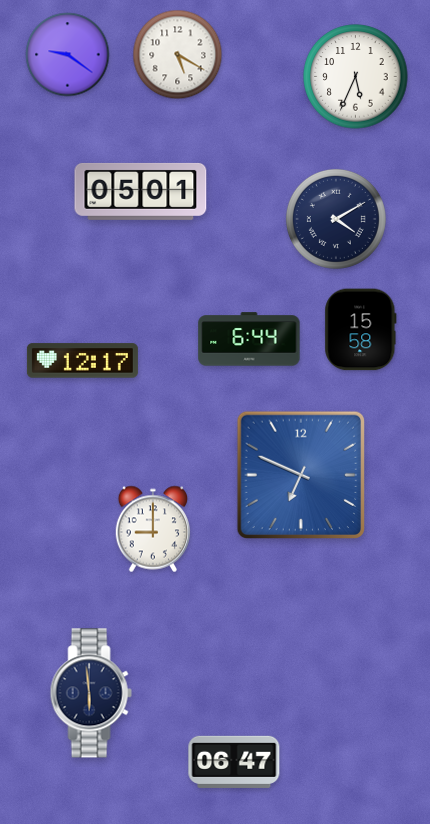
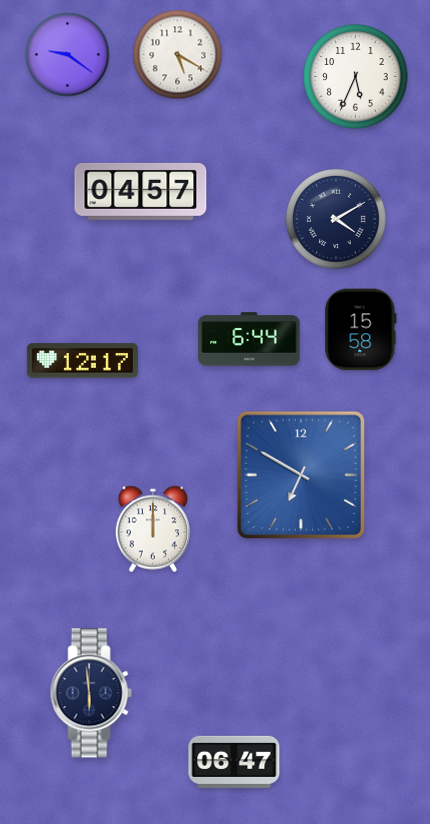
clock at (141, 191): 05:01 -> 04:57
clock at (300, 474): 6:49 -> 6:50
clock at (153, 529): 9:00 -> 12:00
